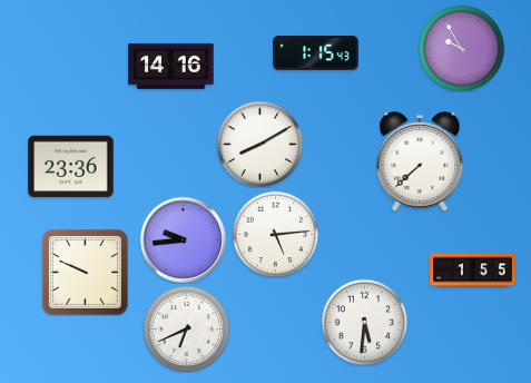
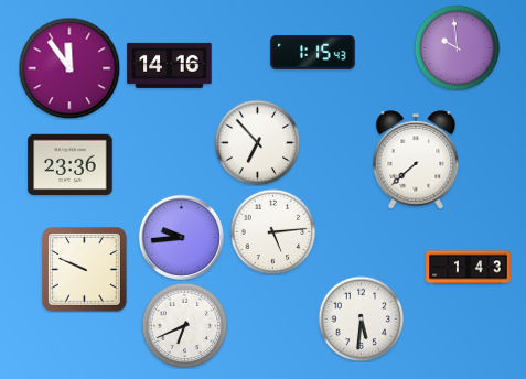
clock at (461, 48): 9:55 -> 9:59
clock at (69, 68): none -> 11:54
clock at (259, 144): 8:10 -> 6:53
clock at (473, 271): 1:55 -> 1:43
